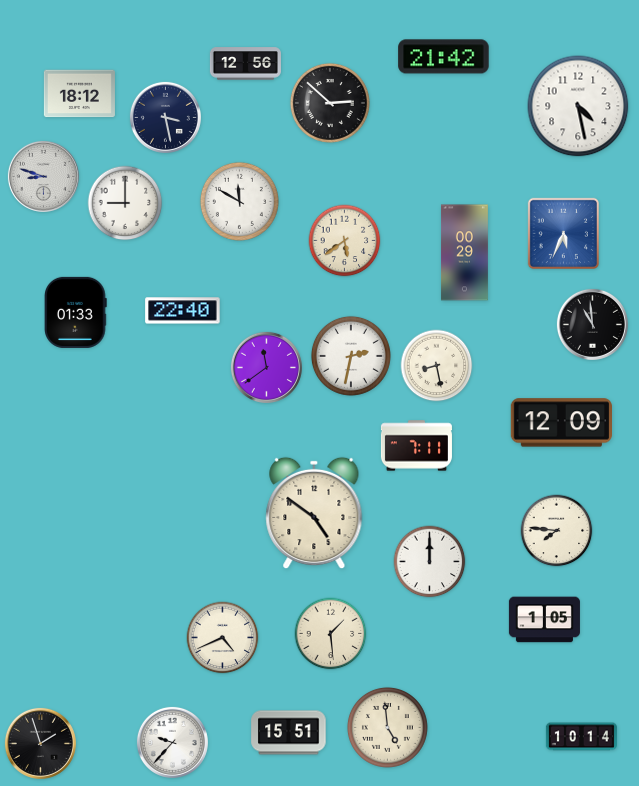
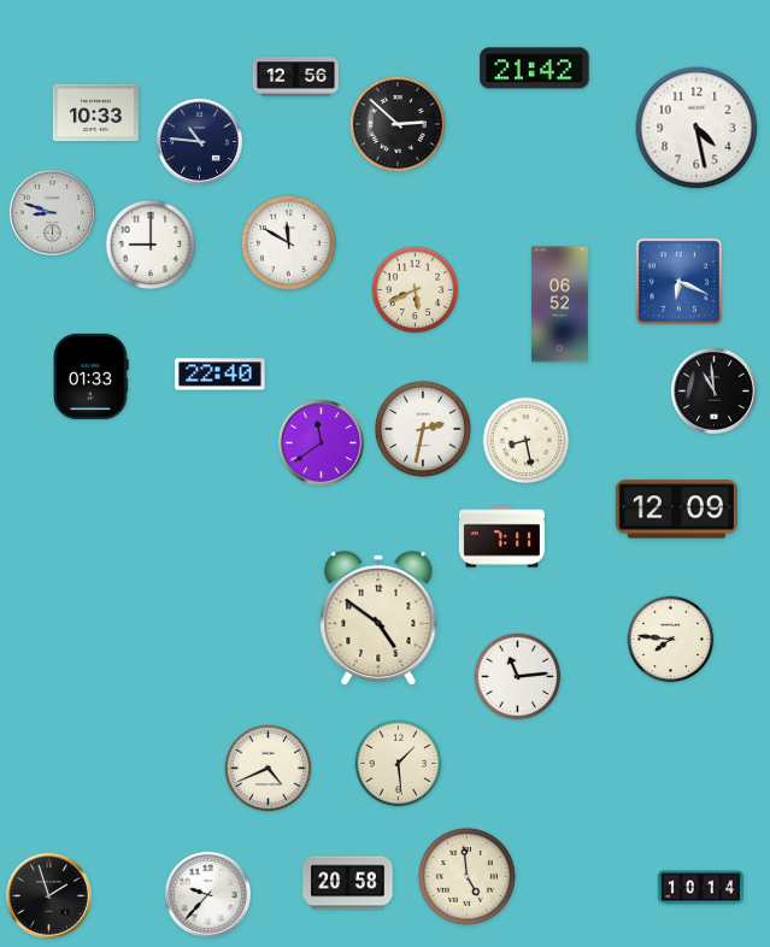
clock at (79, 94): 18:12 -> 10:33
clock at (165, 117): 3:28 -> 10:46
clock at (563, 233): 5:34 -> 6:19
clock at (345, 241): 5:39 -> 5:41
clock at (464, 253): 00:29 -> 06:52
clock at (430, 562): 12:00 -> 11:14
clock at (544, 620): 1:05 -> none
clock at (289, 733): 15:51 -> 20:58
